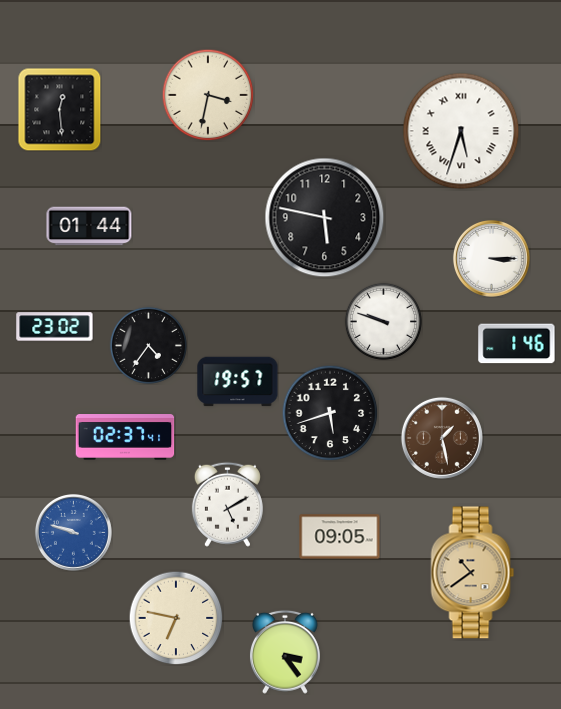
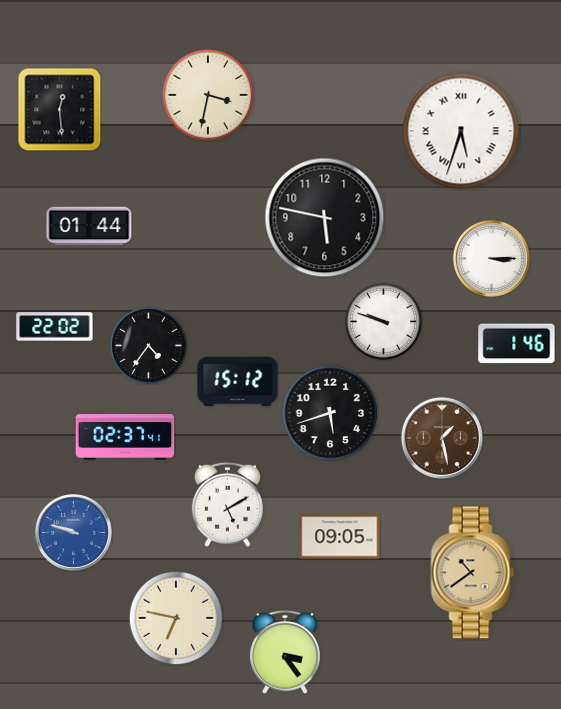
clock at (55, 327): 23:02 -> 22:02
clock at (238, 382): 19:57 -> 15:12
